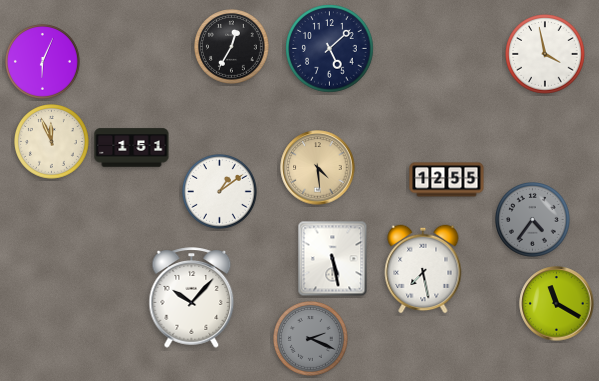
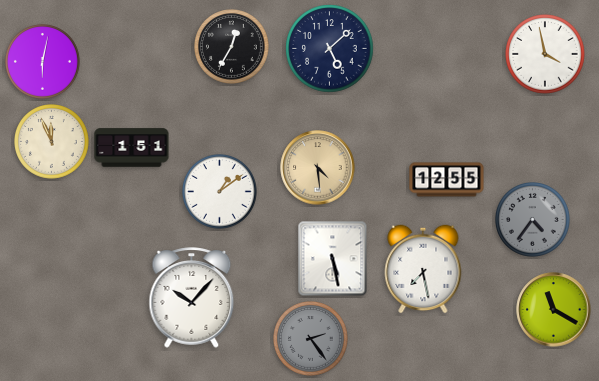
clock at (43, 62): 6:04 -> 6:02
clock at (557, 304) position: (557, 304) -> (554, 310)
clock at (311, 339): 2:19 -> 2:24
